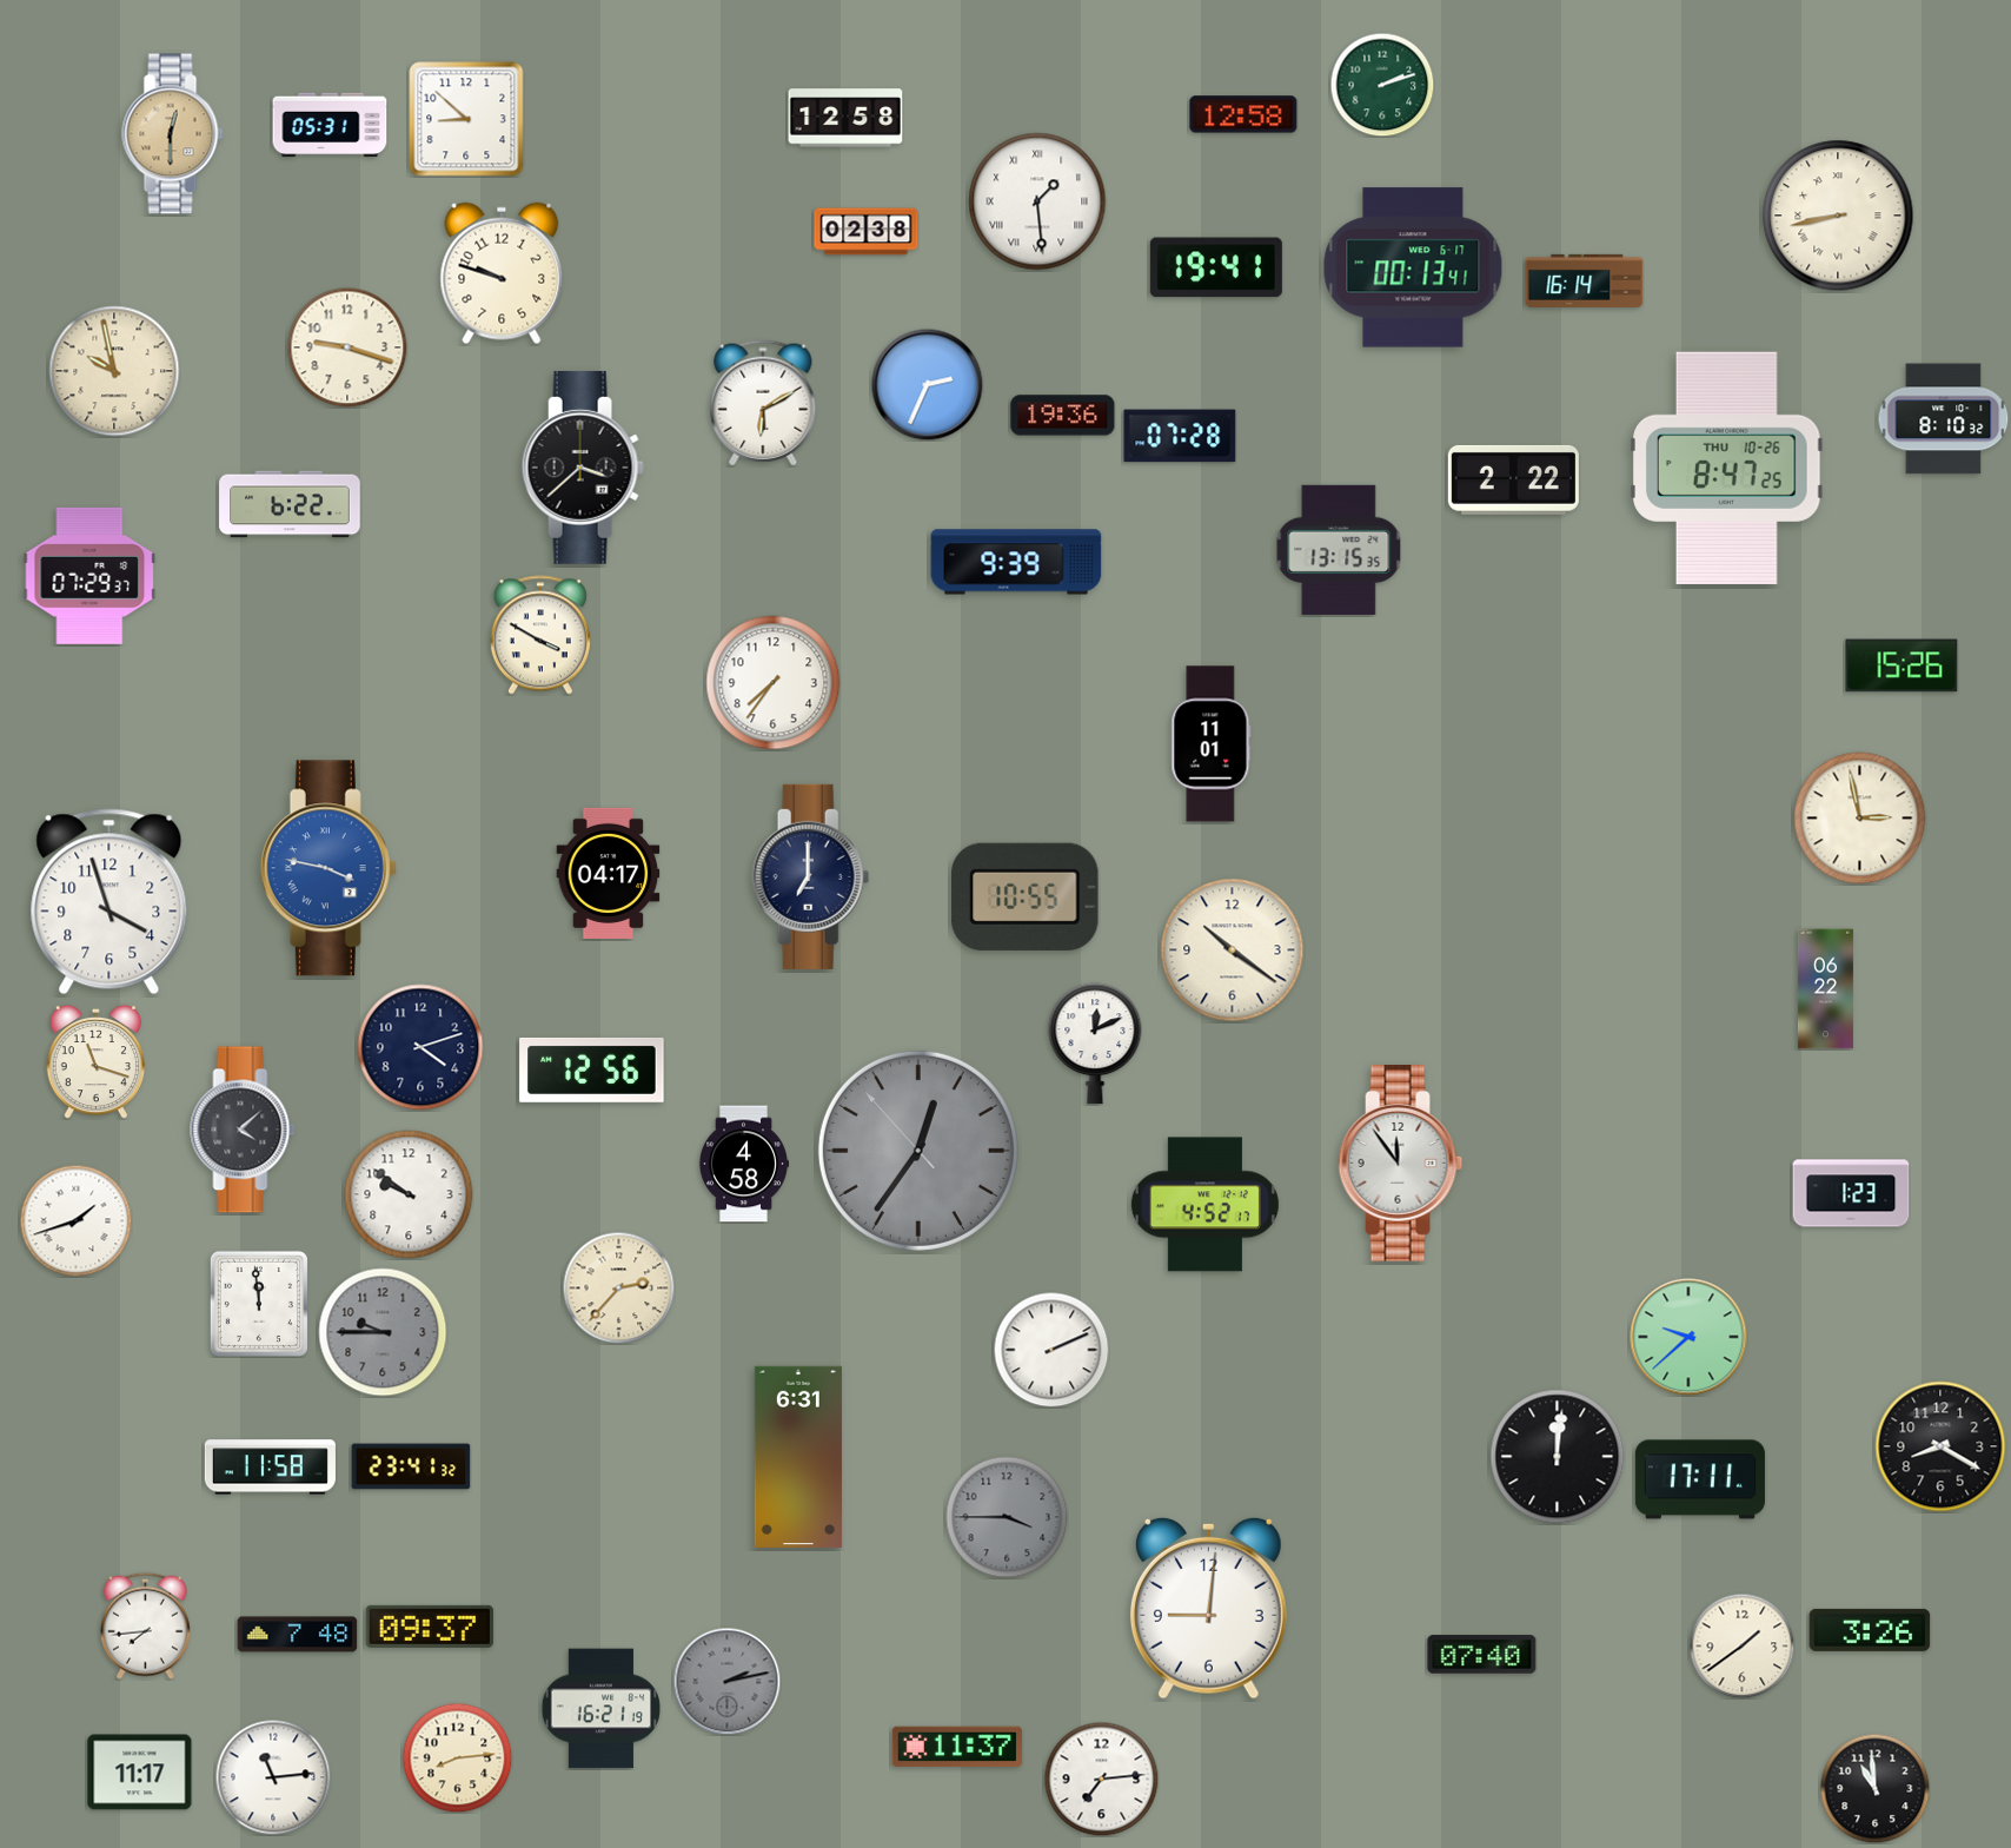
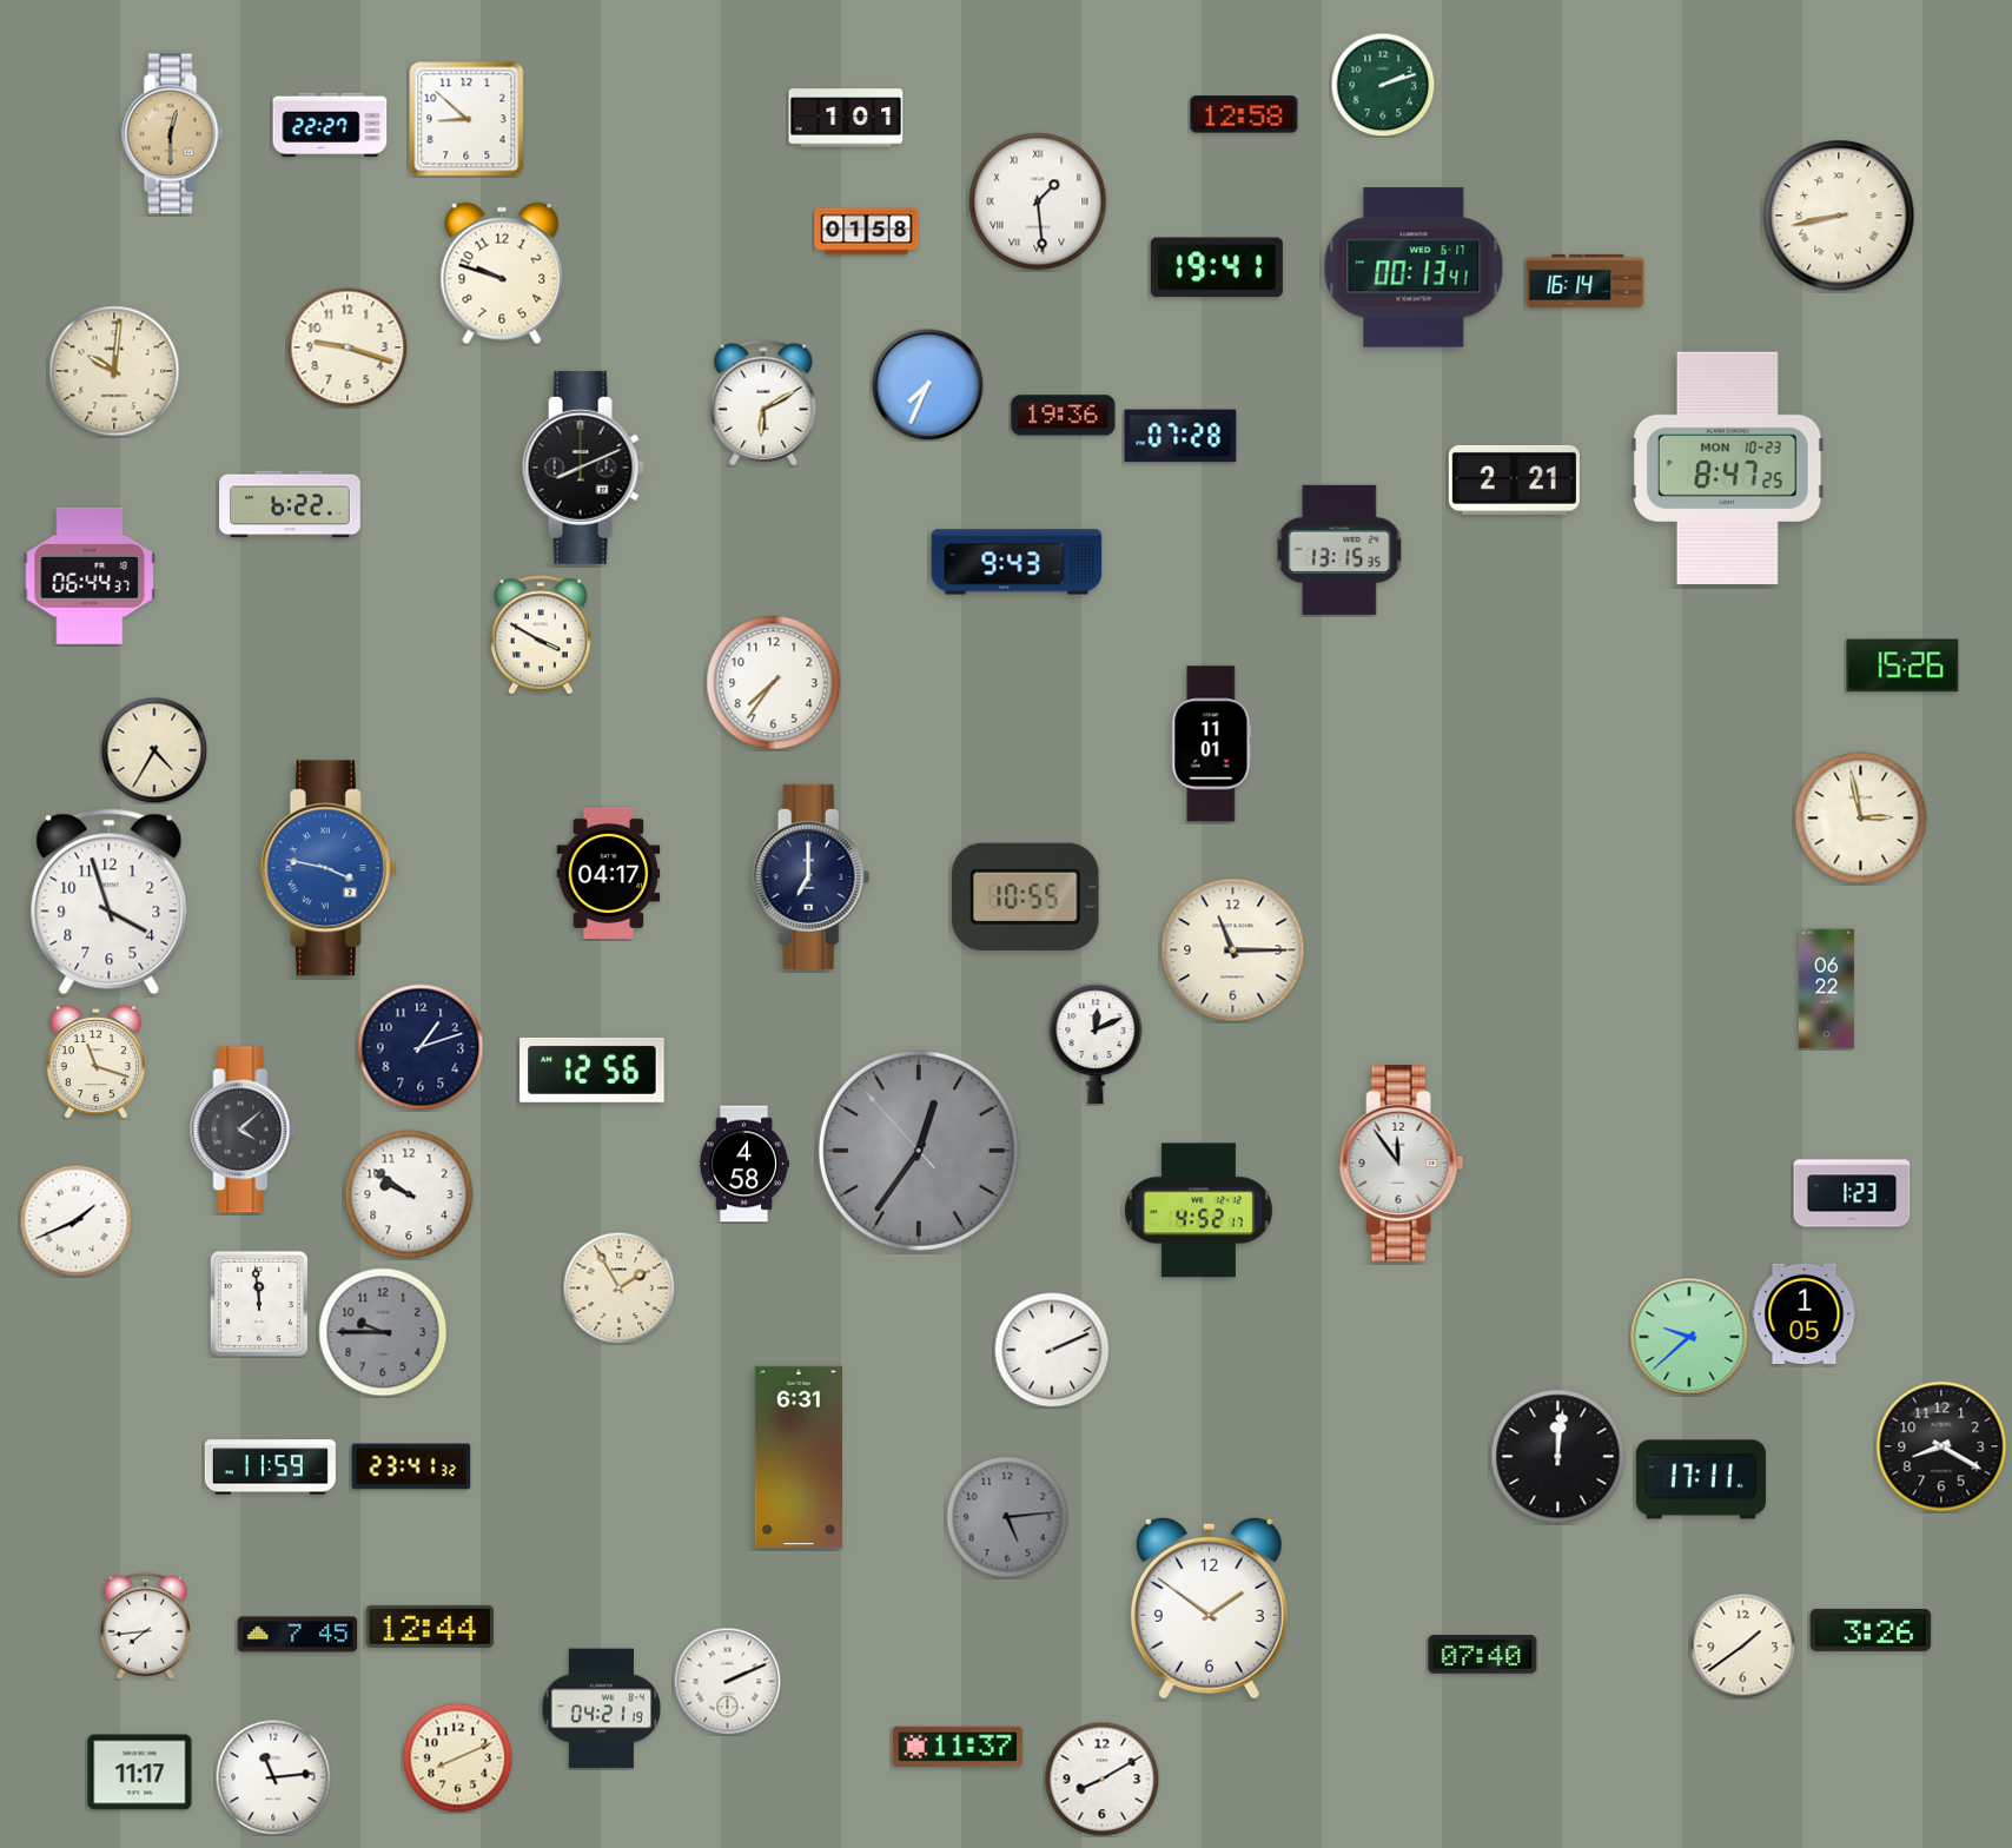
clock at (845, 118): 12:58 -> 1:01
clock at (330, 125): 05:31 -> 22:27
clock at (867, 232): 02:38 -> 01:58
clock at (114, 371): 9:58 -> 10:01
clock at (927, 384): 2:34 -> 7:34
clock at (1944, 419): 8:10 -> none
clock at (583, 468): 3:38 -> 8:11
clock at (1727, 468) date: THU 10-26 -> MON 10-23
clock at (1513, 479): 2:22 -> 2:21
clock at (1016, 562): 9:39 -> 9:43
clock at (89, 576): 07:29 -> 06:44
clock at (154, 750): none -> 4:35
clock at (1233, 951): 10:21 -> 11:15
clock at (420, 1047): 4:12 -> 1:12
clock at (1204, 1205) position: (1204, 1205) -> (1198, 1211)
clock at (75, 1220): 1:42 -> 1:41
clock at (618, 1287): 2:37 -> 1:55
clock at (1805, 1313): none -> 1:05
clock at (270, 1468): 11:58 -> 11:59
clock at (1007, 1517): 3:45 -> 5:14
clock at (1208, 1608): 9:01 -> 1:51
clock at (430, 1627): 09:37 -> 12:44
clock at (298, 1635): 7:48 -> 7:45
clock at (726, 1681): 2:13 -> 2:11
clock at (726, 1681) dial: grey -> white
clock at (600, 1709): 16:21 -> 04:21
clock at (457, 1757): 8:14 -> 8:11
clock at (1101, 1779): 7:14 -> 8:10
clock at (1874, 1788): 10:59 -> none
